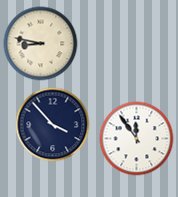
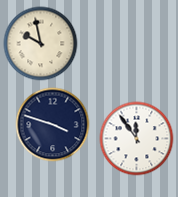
clock at (41, 44): 8:47 -> 9:58
clock at (53, 125): 3:53 -> 3:48
